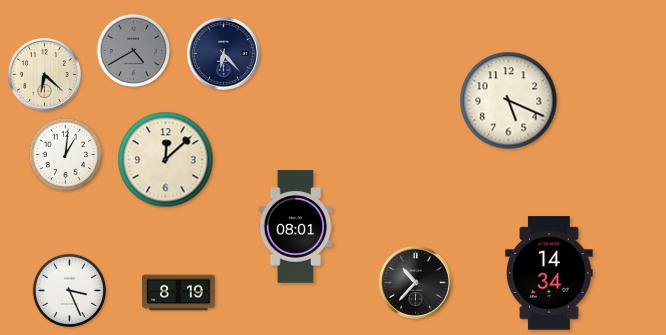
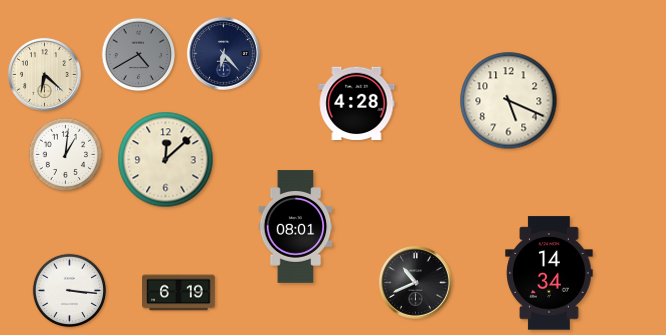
clock at (134, 51) position: (134, 51) -> (139, 55)
clock at (357, 104): none -> 4:28
clock at (416, 283): 10:37 -> 10:41
clock at (70, 291): 3:26 -> 3:16
clock at (179, 293): 8:19 -> 6:19
